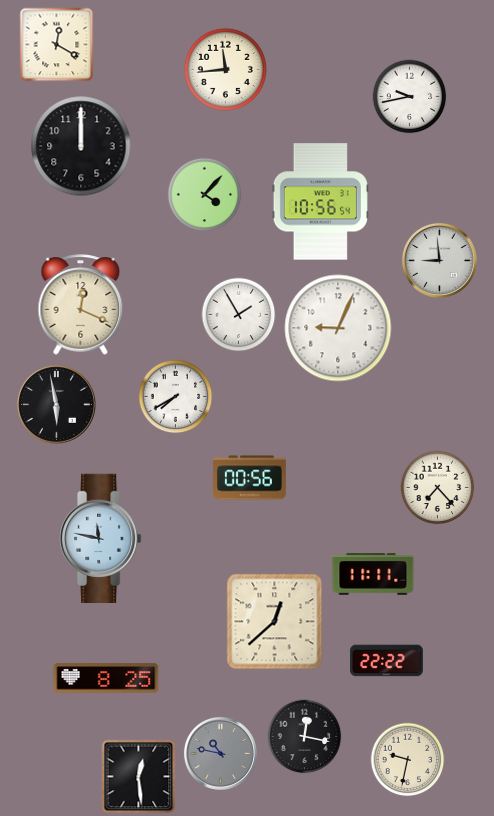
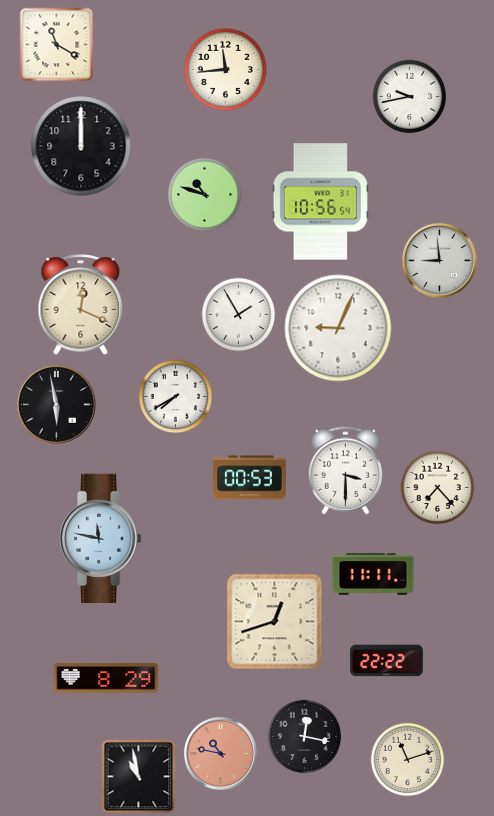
clock at (57, 45): 12:20 -> 11:20
clock at (205, 195): 4:07 -> 10:48
clock at (345, 471): none -> 3:30
clock at (250, 478): 00:56 -> 00:53
clock at (275, 622): 12:38 -> 12:42
clock at (106, 678): 8:25 -> 8:29
clock at (220, 753) dial: grey -> salmon
clock at (408, 760): 9:32 -> 11:12
clock at (139, 777): 12:29 -> 10:58
